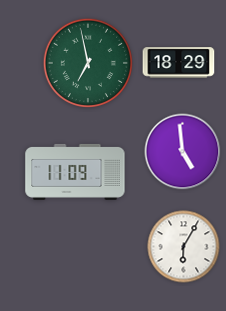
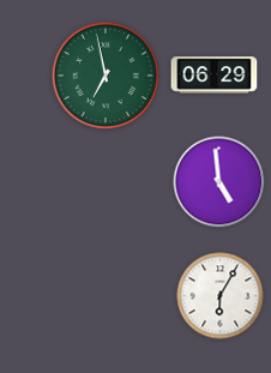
clock at (179, 63): 18:29 -> 06:29
clock at (75, 172): 11:09 -> none
